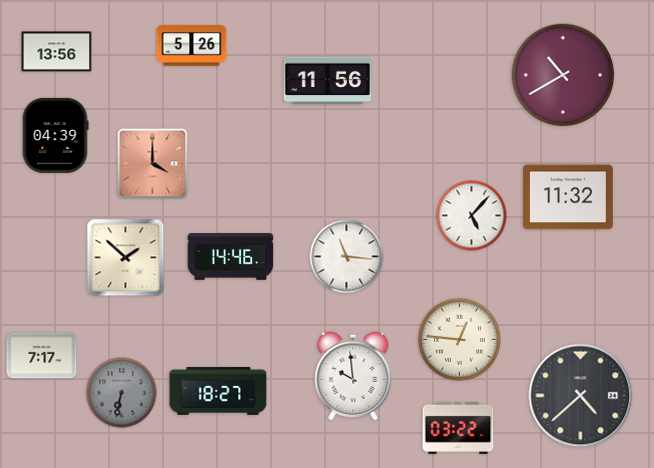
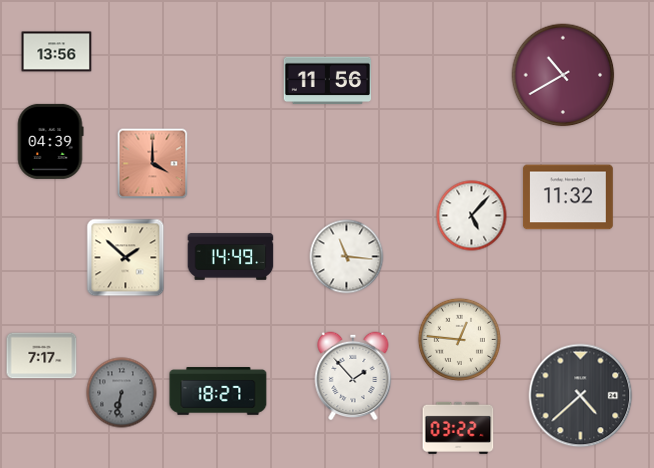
clock at (192, 46): 5:26 -> none
clock at (55, 135) position: (55, 135) -> (50, 141)
clock at (231, 257): 14:46 -> 14:49
clock at (353, 376): 9:59 -> 1:53
